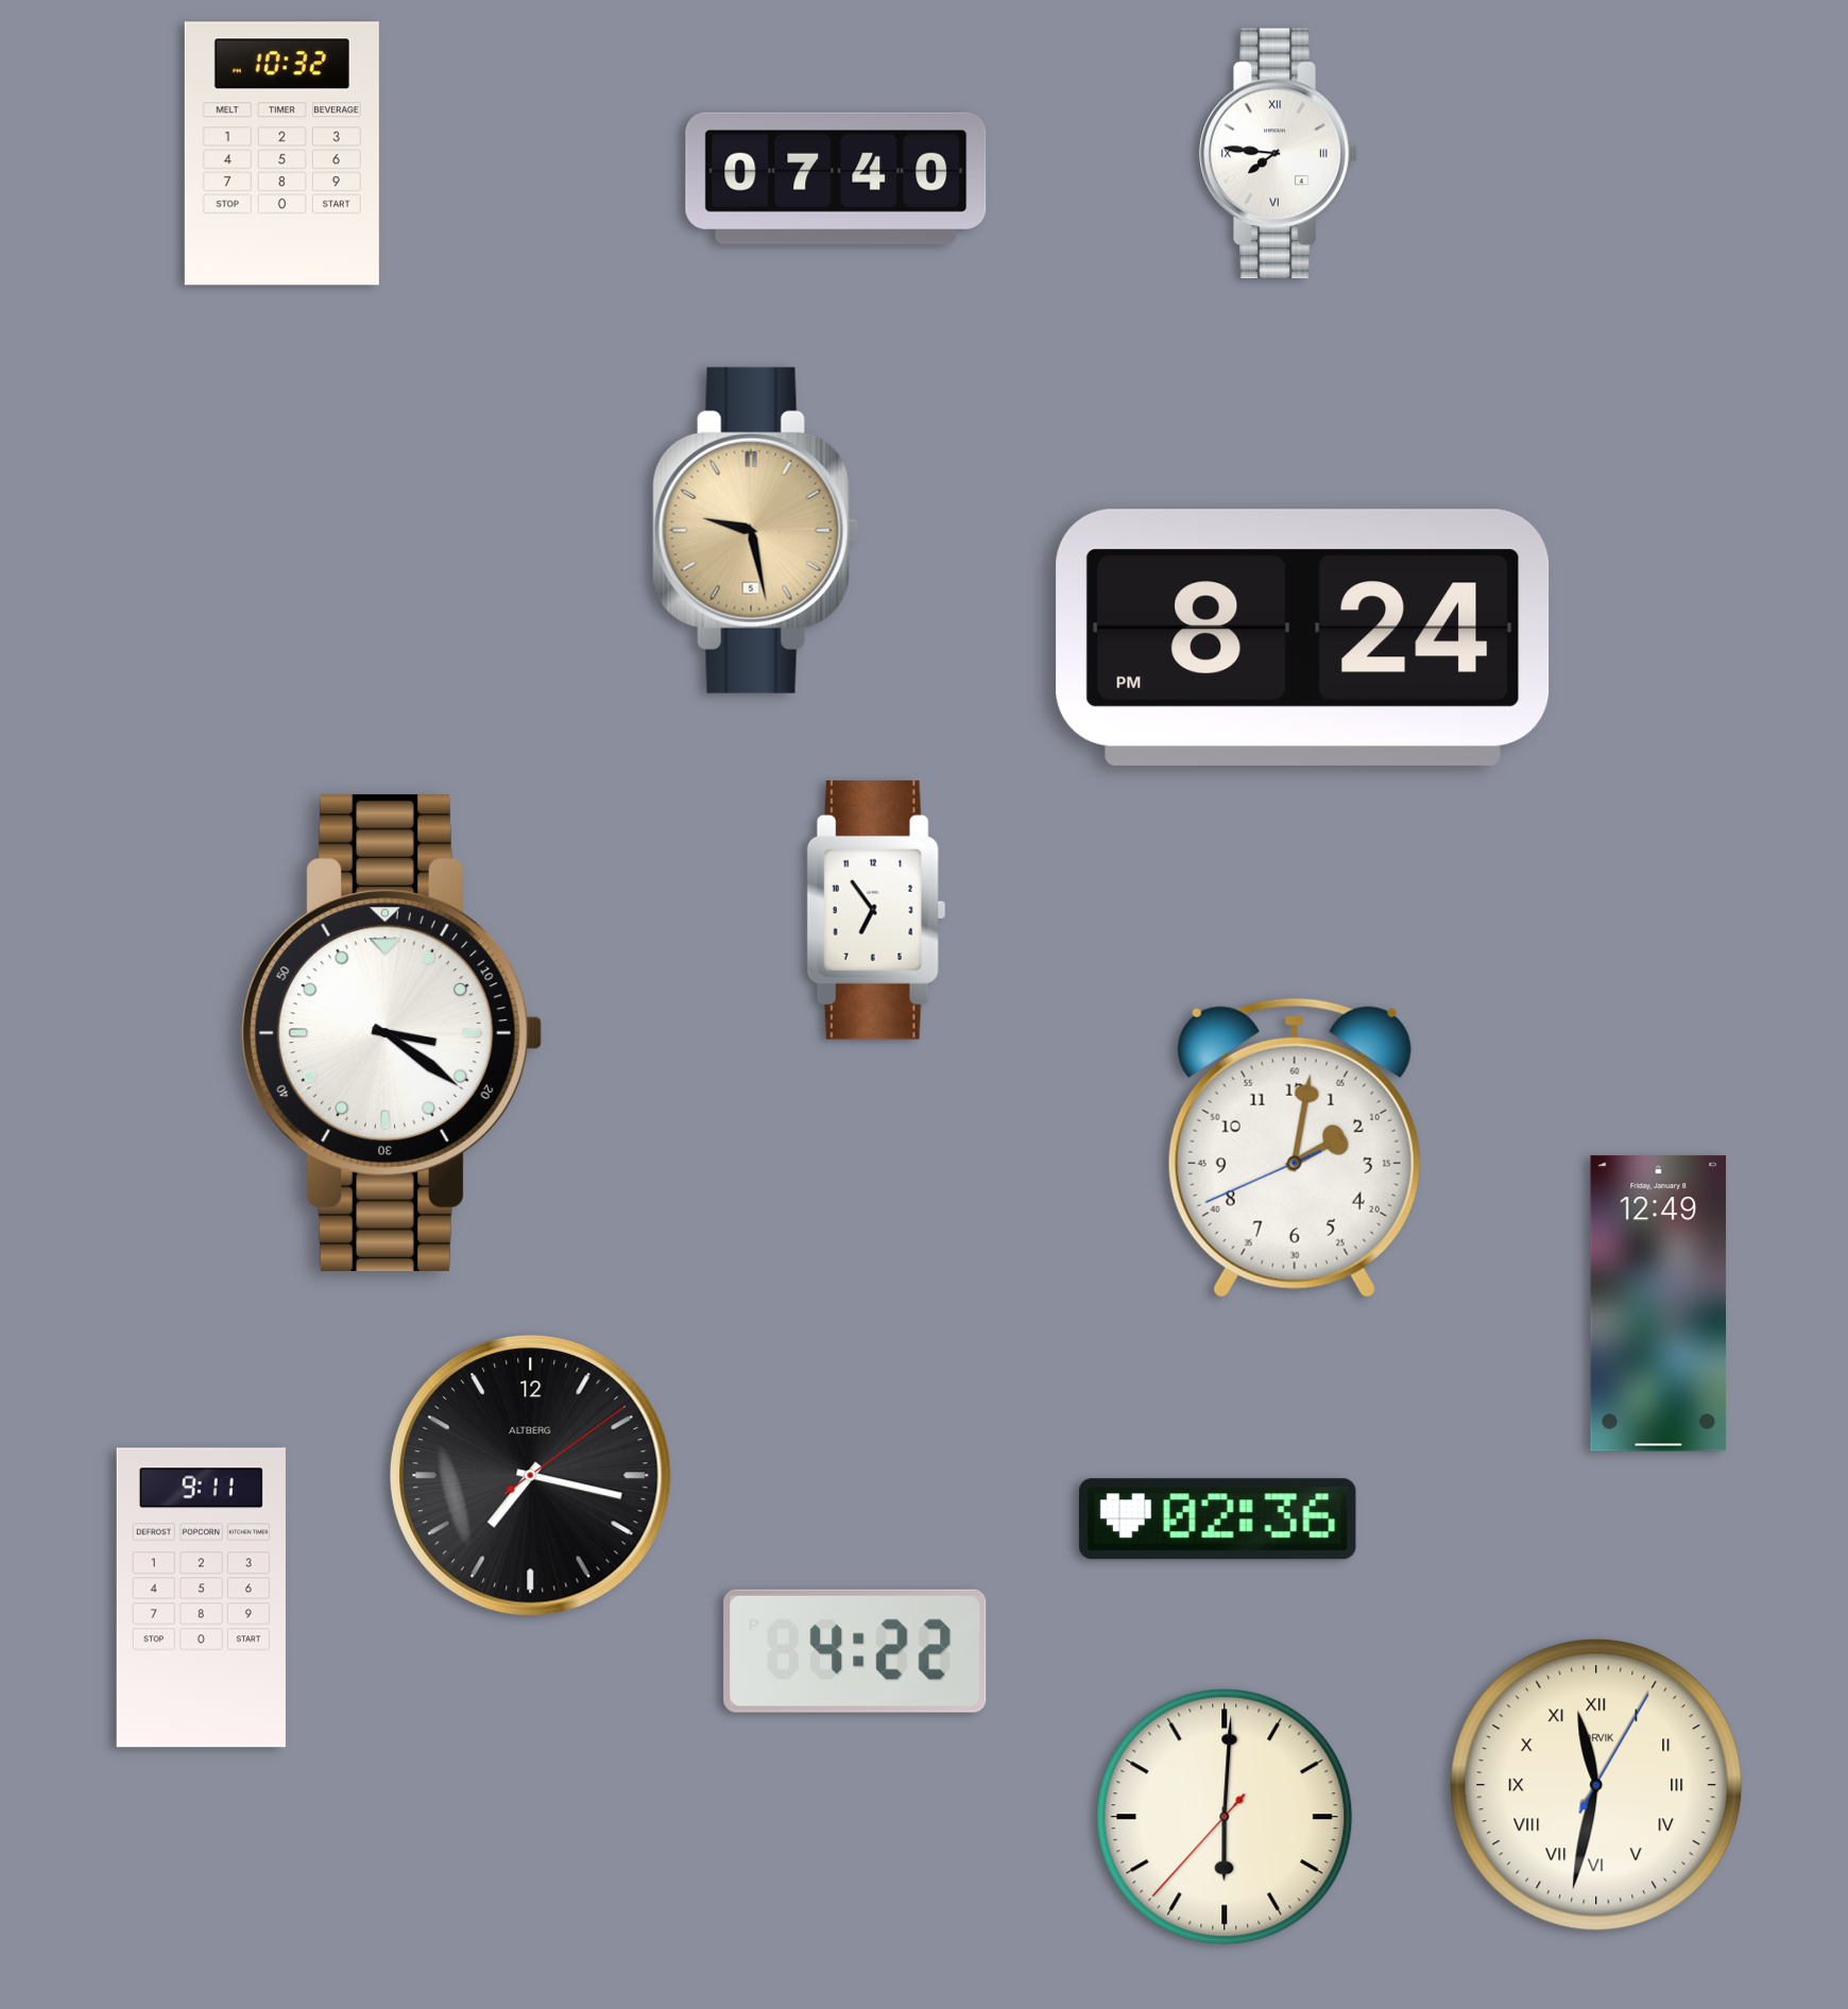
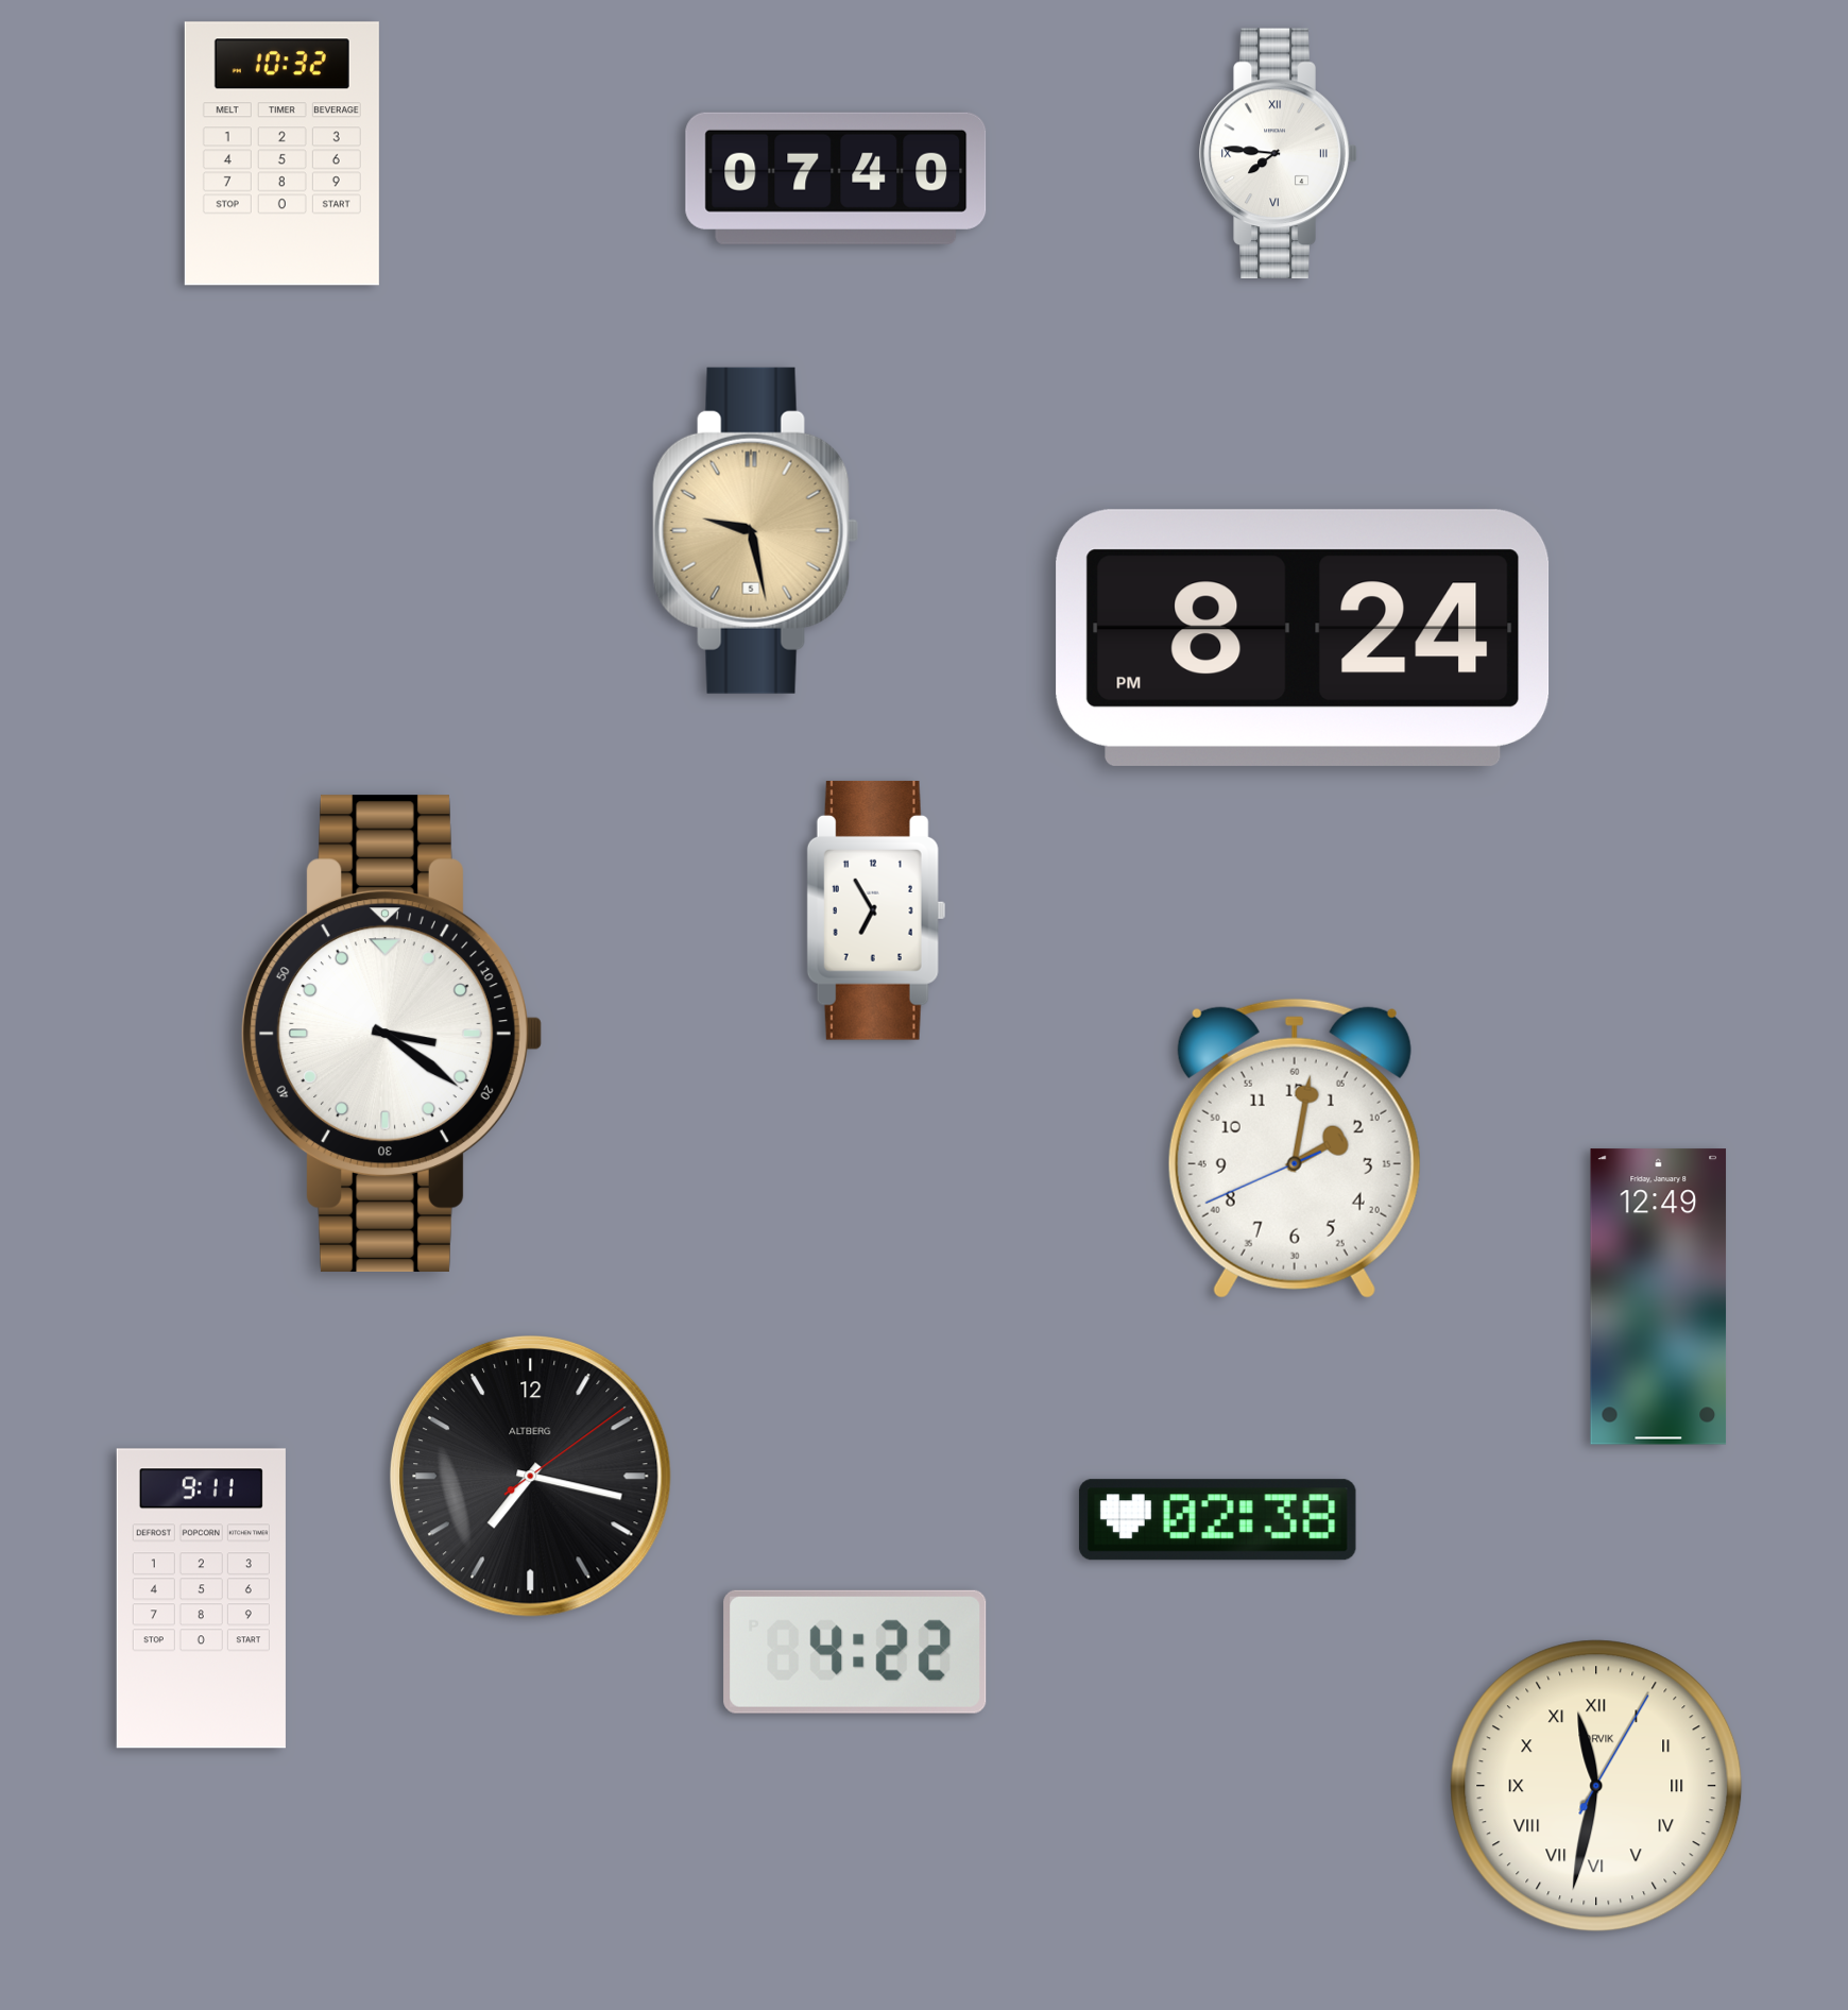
clock at (876, 910): 6:54 -> 6:55
clock at (1659, 1304) position: (1659, 1304) -> (1659, 1297)
clock at (1217, 1519): 02:36 -> 02:38
clock at (1225, 1817): 6:00 -> none
